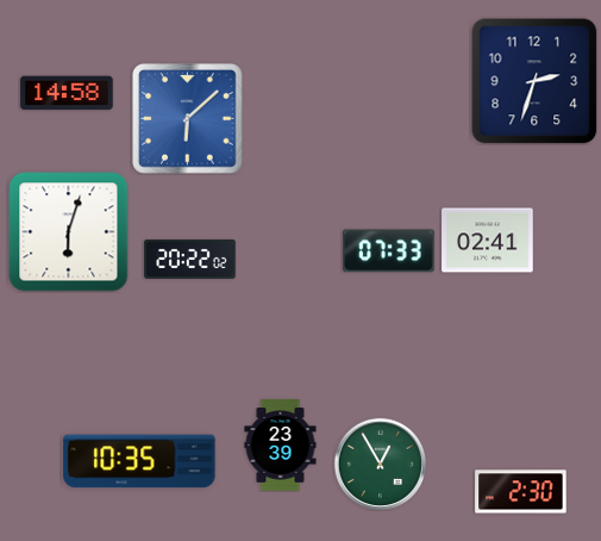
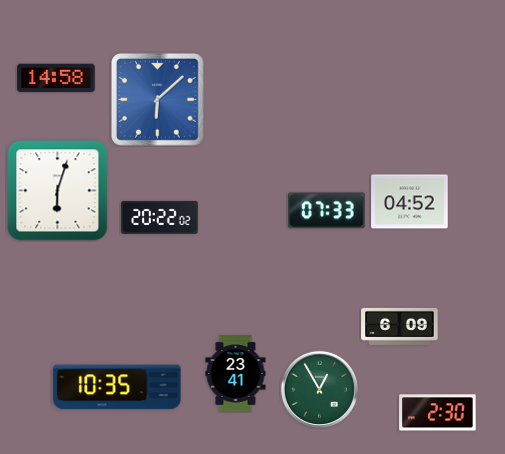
clock at (534, 81): 2:33 -> none
clock at (69, 232) position: (69, 232) -> (58, 191)
clock at (488, 241): 02:41 -> 04:52
clock at (400, 326): none -> 6:09
clock at (281, 446): 23:39 -> 23:41
